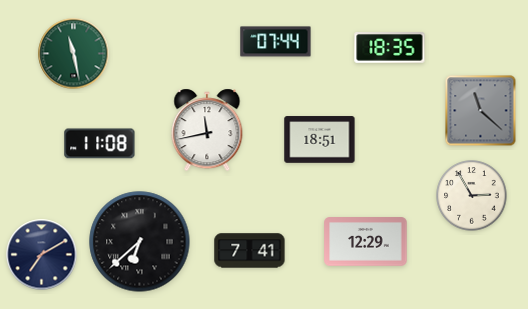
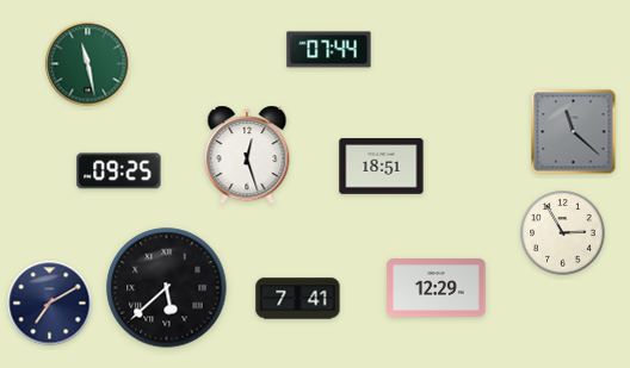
clock at (390, 48): 18:35 -> none
clock at (207, 130): 11:43 -> 12:27
clock at (100, 144): 11:08 -> 09:25
clock at (140, 242): 6:38 -> 5:38
